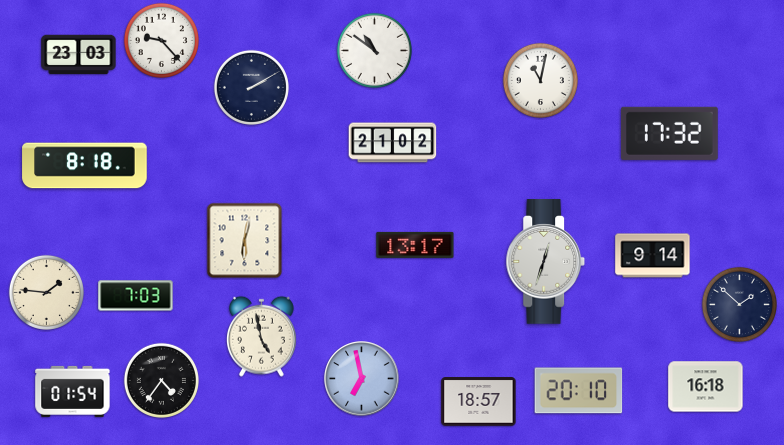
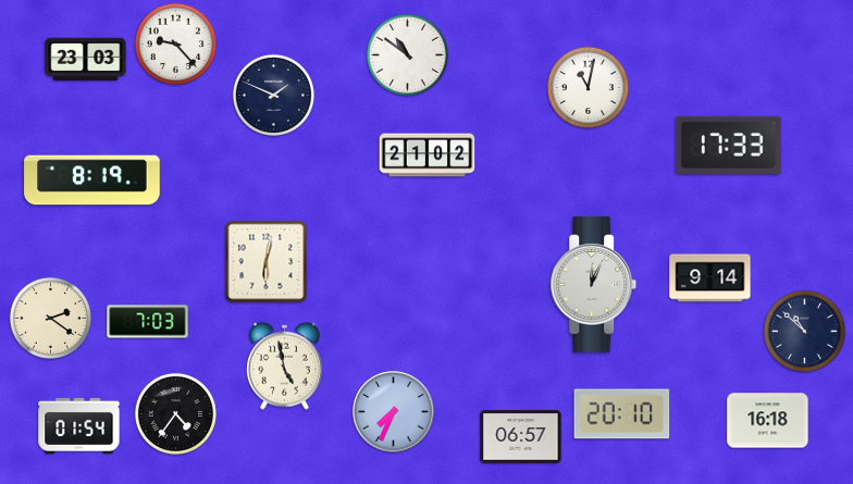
clock at (251, 87): 2:10 -> 1:49
clock at (669, 133): 17:32 -> 17:33
clock at (85, 166): 8:18 -> 8:19
clock at (415, 245): 13:17 -> none
clock at (546, 262): 12:33 -> 12:04
clock at (46, 292): 1:46 -> 2:21
clock at (739, 304): 1:52 -> 10:52
clock at (362, 379): 6:58 -> 7:34
clock at (579, 391) position: (579, 391) -> (622, 414)
clock at (479, 402): 18:57 -> 06:57
